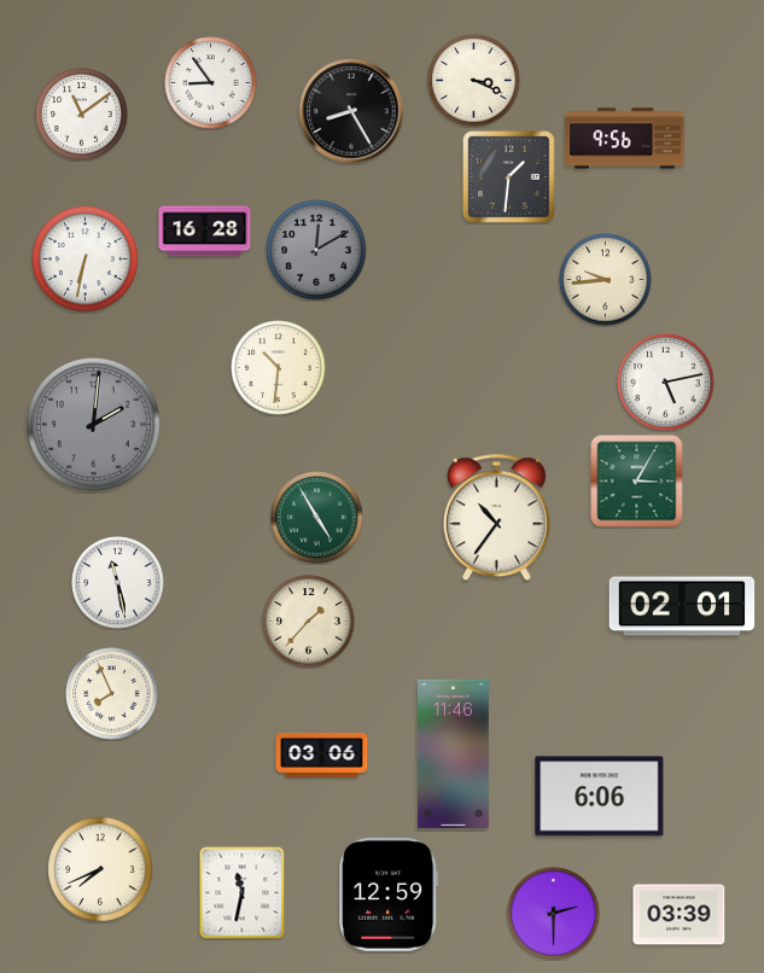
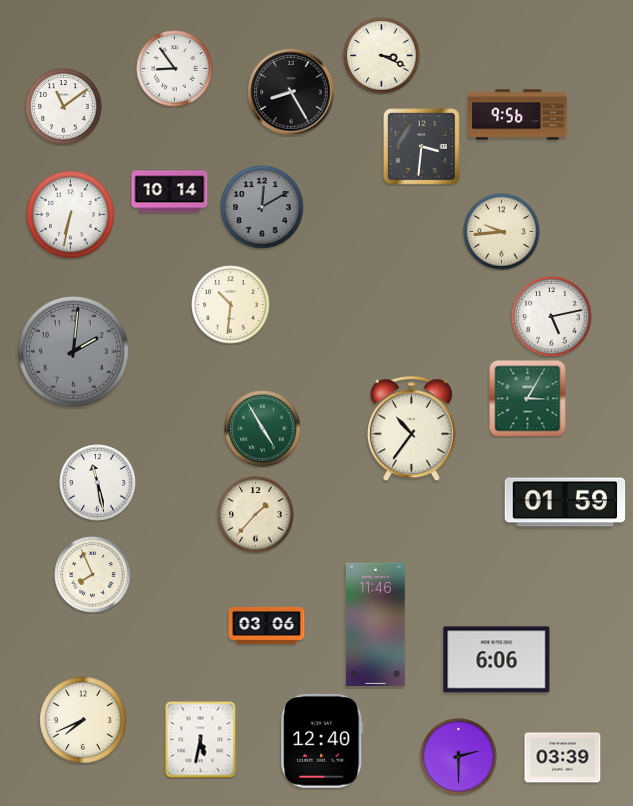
clock at (474, 81) position: (474, 81) -> (382, 56)
clock at (82, 115) position: (82, 115) -> (64, 107)
clock at (509, 177): 1:31 -> 3:31
clock at (205, 232): 16:28 -> 10:14
clock at (94, 425) position: (94, 425) -> (74, 352)
clock at (682, 606): 02:01 -> 01:59
clock at (243, 892): 11:32 -> 5:32
clock at (389, 895): 12:59 -> 12:40
